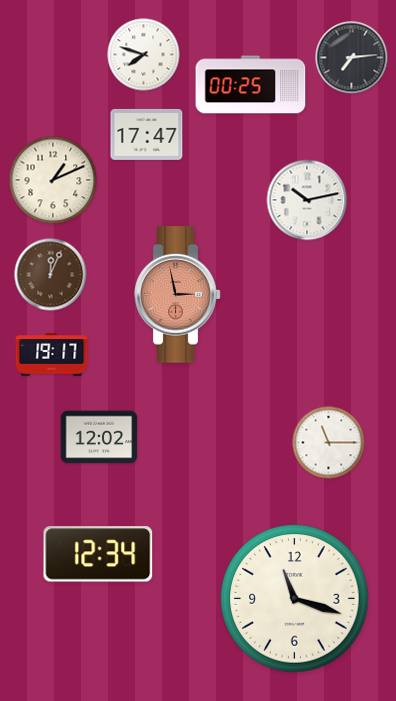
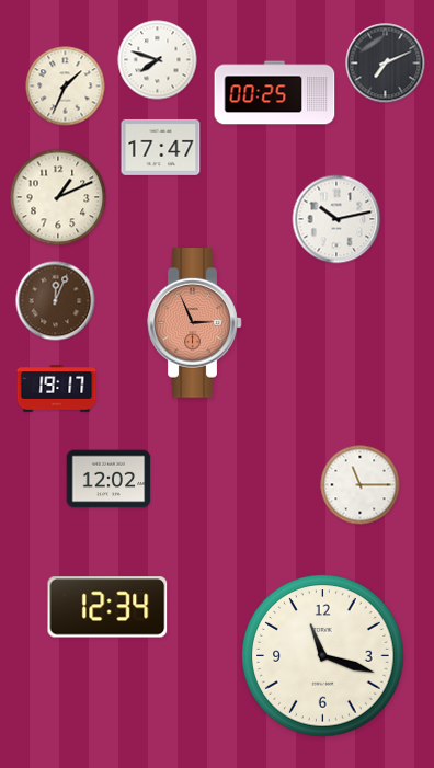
clock at (352, 58): 7:14 -> 7:11
clock at (66, 87): none -> 1:34
clock at (178, 295): 2:58 -> 2:56
